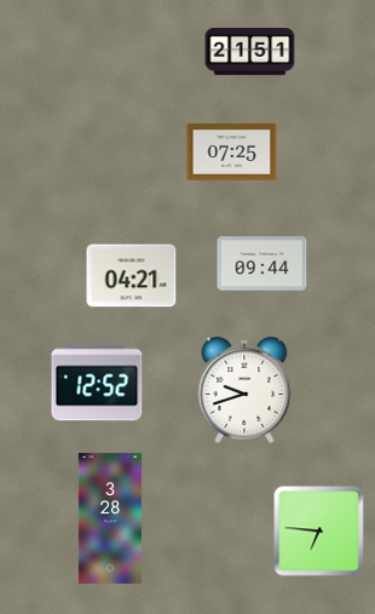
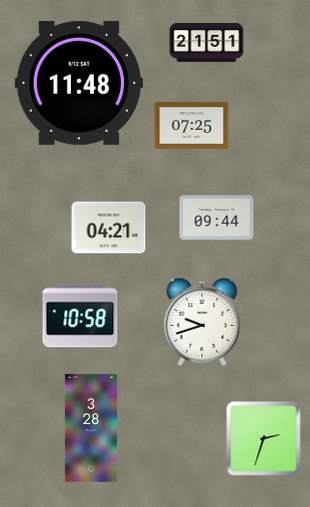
clock at (79, 83): none -> 11:48
clock at (97, 383): 12:52 -> 10:58
clock at (319, 532): 6:46 -> 2:33
